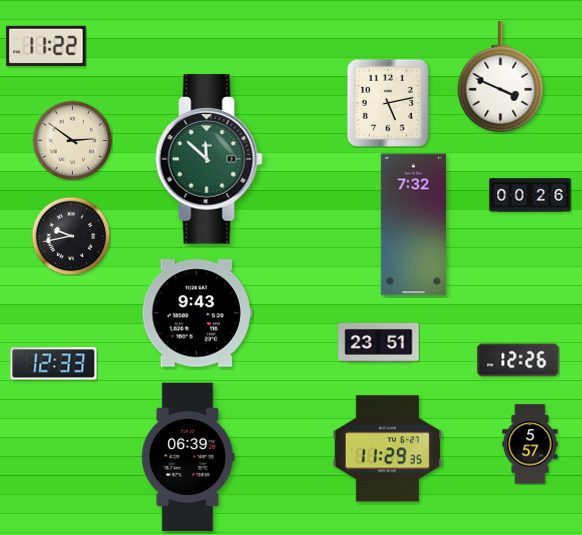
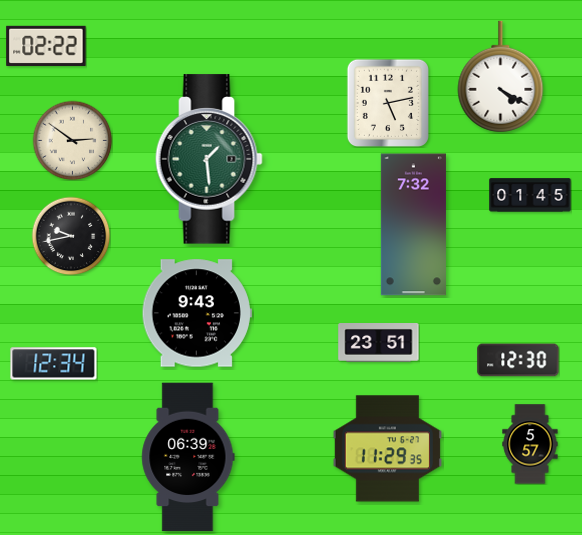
clock at (46, 46): 11:22 -> 02:22
clock at (501, 77): 3:49 -> 4:20
clock at (209, 159): 11:52 -> 1:29
clock at (530, 195): 00:26 -> 01:45
clock at (518, 360): 12:26 -> 12:30
clock at (54, 364): 12:33 -> 12:34
